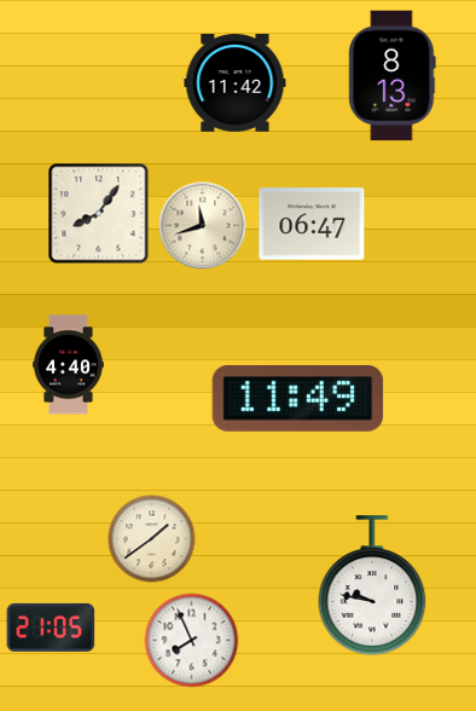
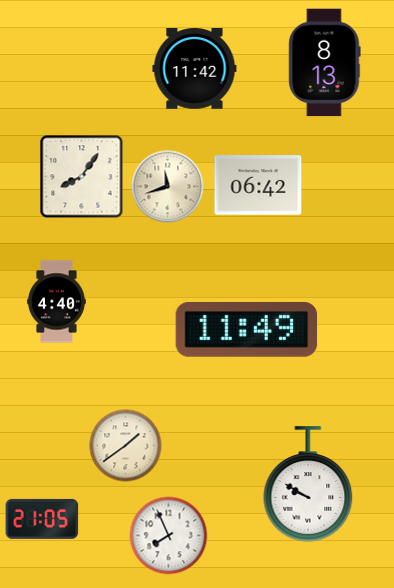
clock at (312, 224): 06:47 -> 06:42
clock at (372, 585): 9:47 -> 9:50
clock at (192, 641) position: (192, 641) -> (169, 536)
